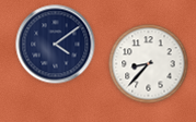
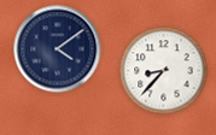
clock at (56, 45) position: (56, 45) -> (58, 49)
